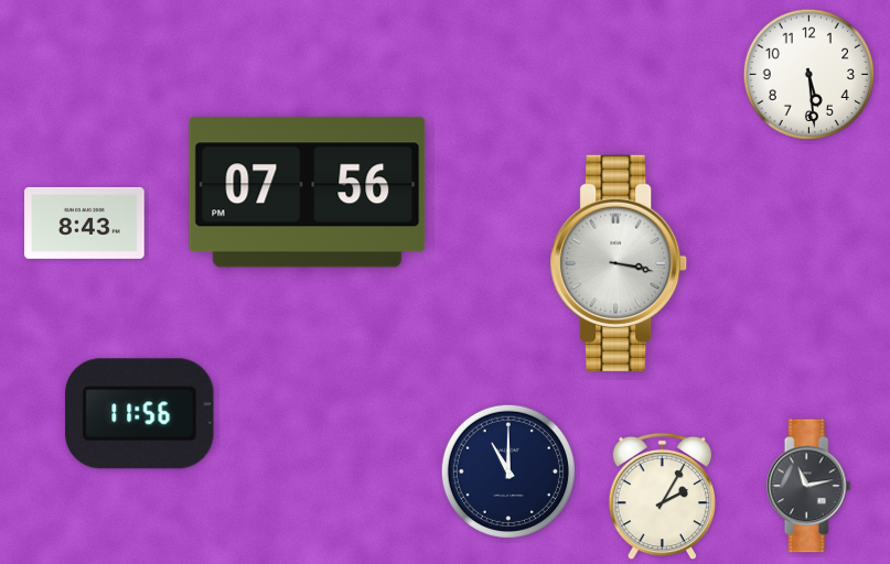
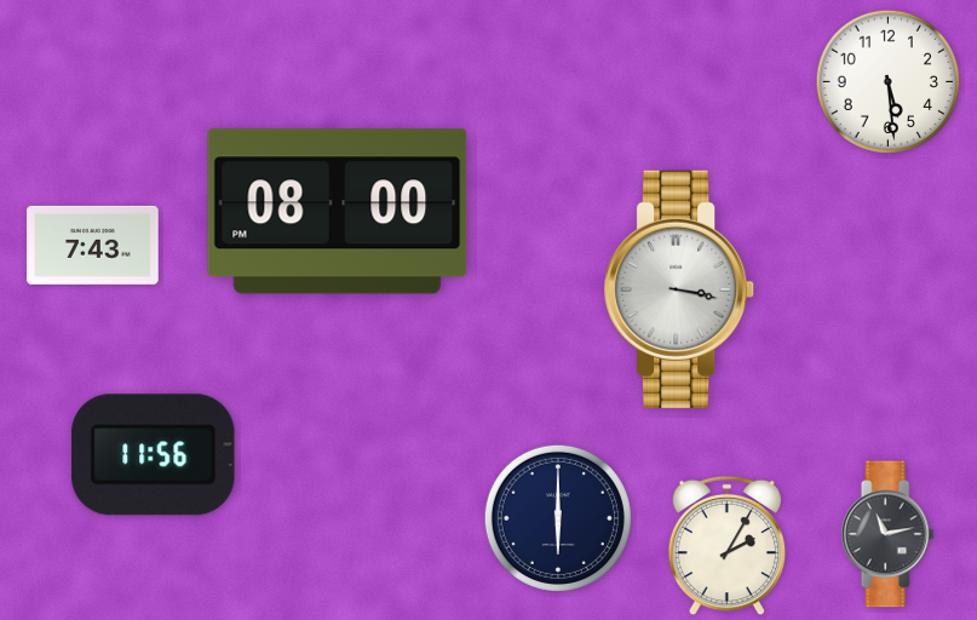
clock at (308, 193): 07:56 -> 08:00
clock at (85, 223): 8:43 -> 7:43
clock at (508, 471): 11:00 -> 6:00
